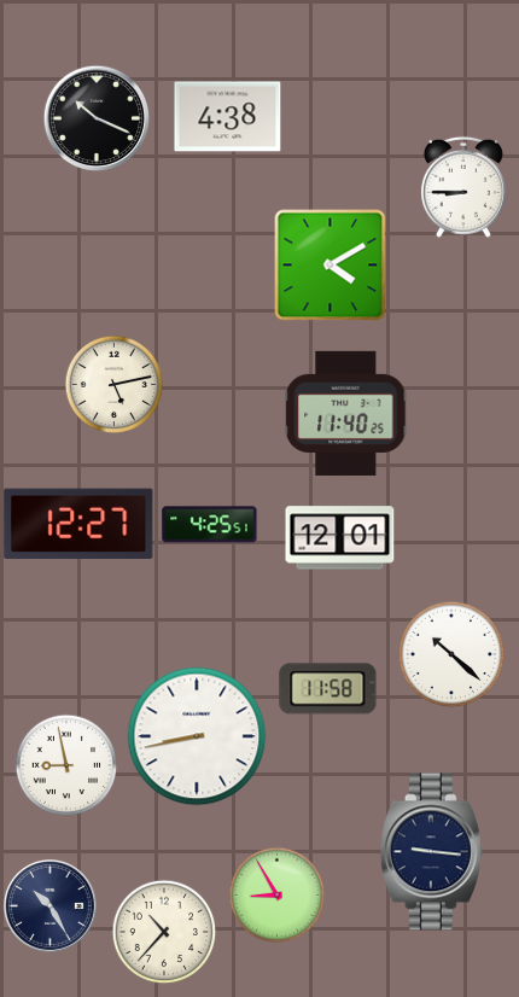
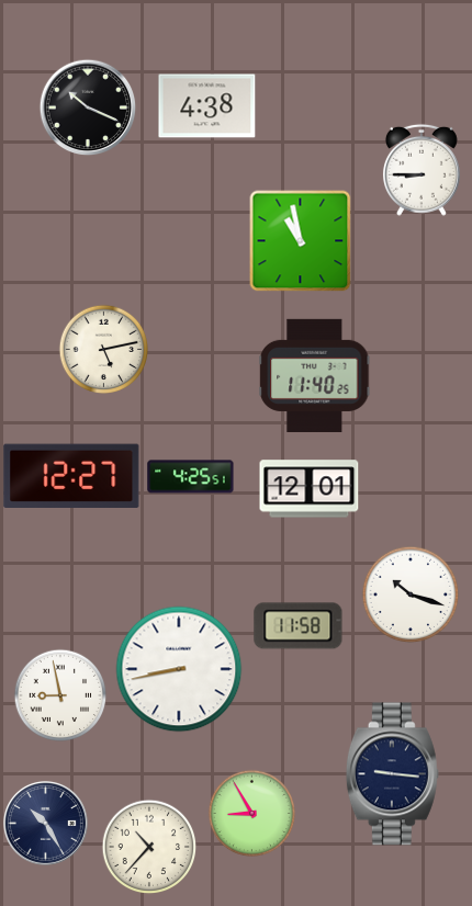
clock at (330, 264): 4:10 -> 10:58
clock at (451, 654): 10:22 -> 10:18
